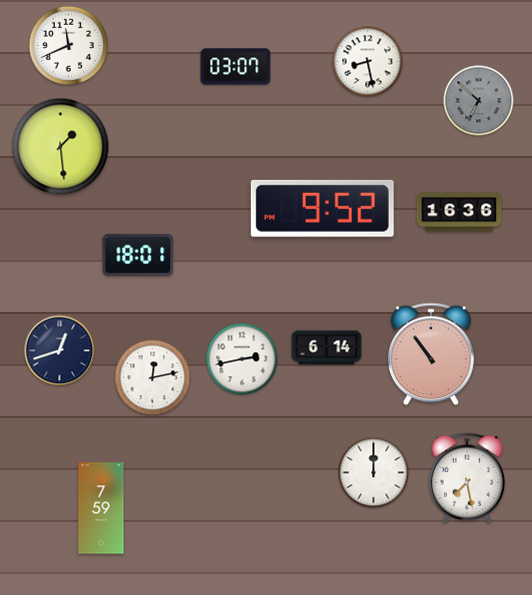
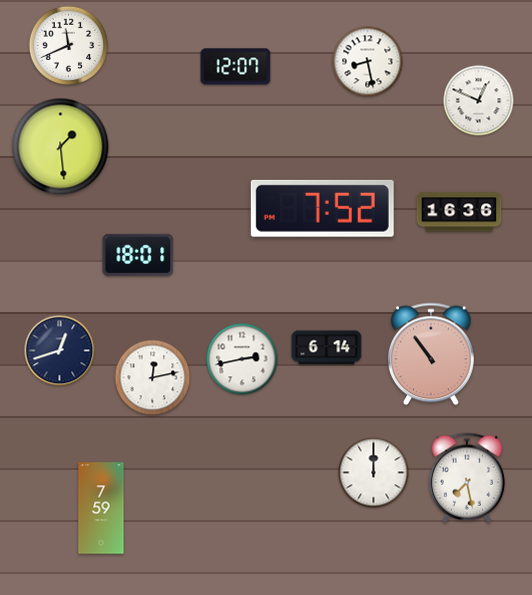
clock at (236, 67): 03:07 -> 12:07
clock at (479, 101): 6:52 -> 12:49
clock at (479, 101) dial: grey -> white
clock at (322, 208): 9:52 -> 7:52
